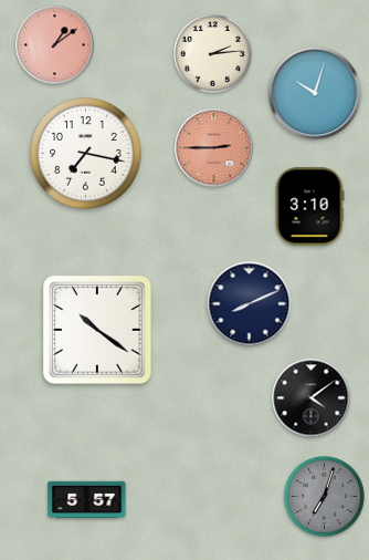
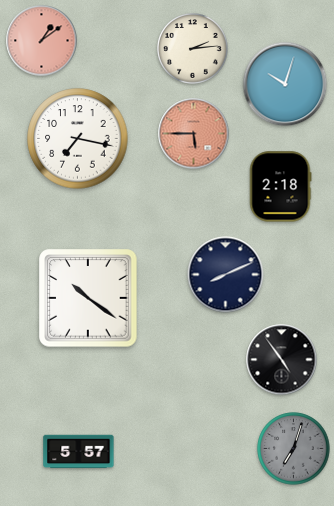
clock at (55, 45) position: (55, 45) -> (42, 41)
clock at (214, 148): 2:45 -> 5:45
clock at (309, 207): 3:10 -> 2:18
clock at (312, 398): 4:09 -> 4:54
